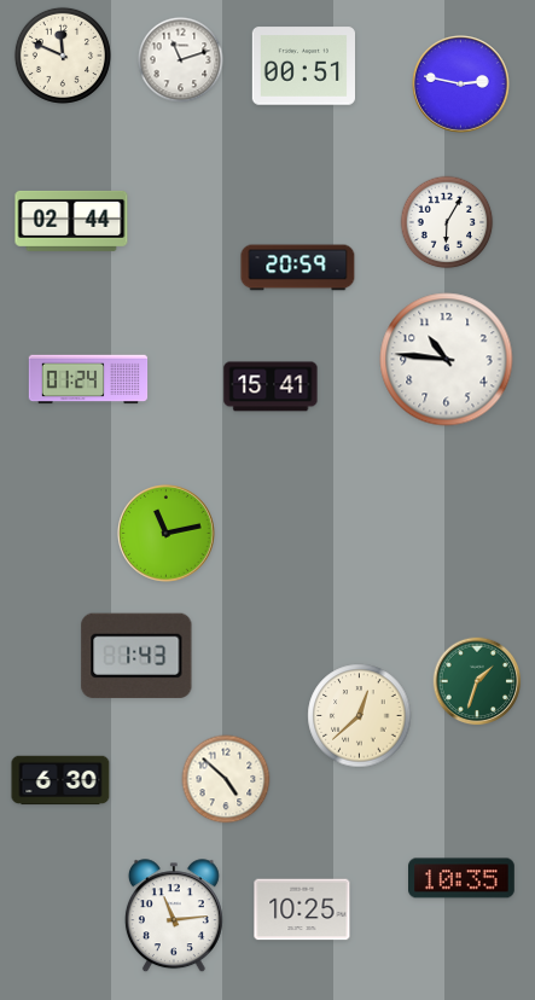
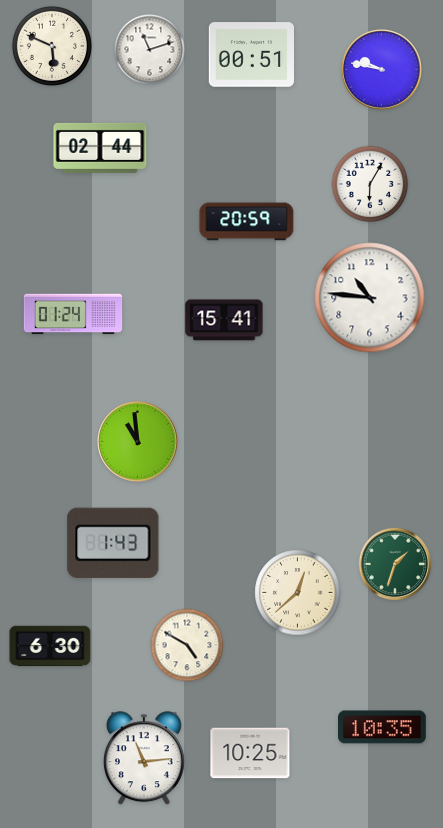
clock at (63, 56): 11:49 -> 5:49
clock at (461, 85): 2:47 -> 9:47
clock at (71, 221) position: (71, 221) -> (100, 148)
clock at (167, 534): 11:13 -> 10:59
clock at (226, 779): 4:52 -> 4:50
